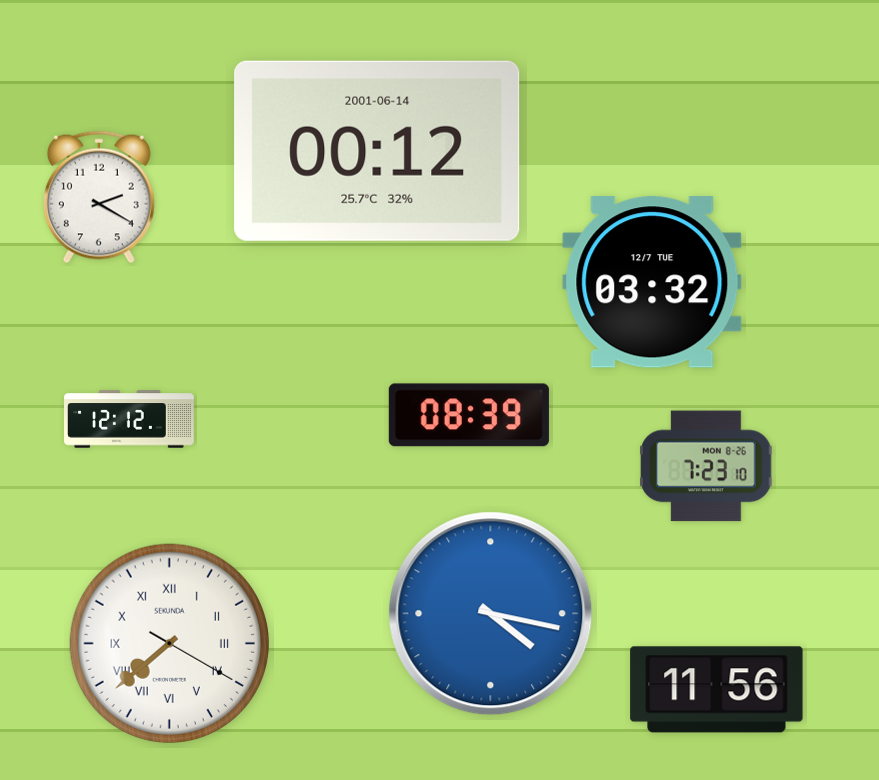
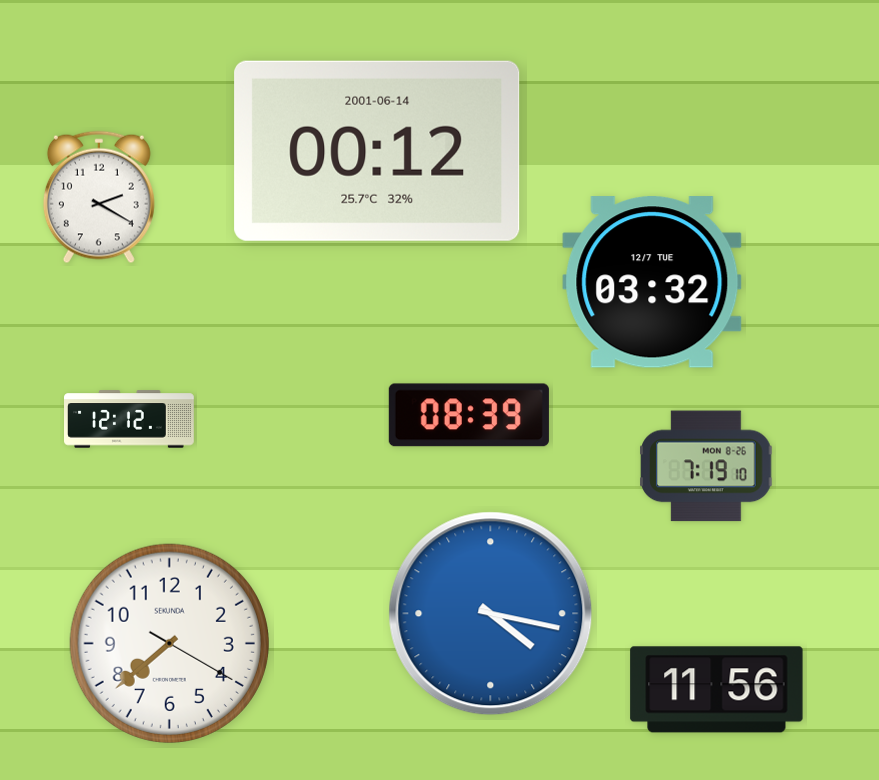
clock at (706, 466): 7:23 -> 7:19
clock at (169, 643) numerals: Roman -> Arabic
